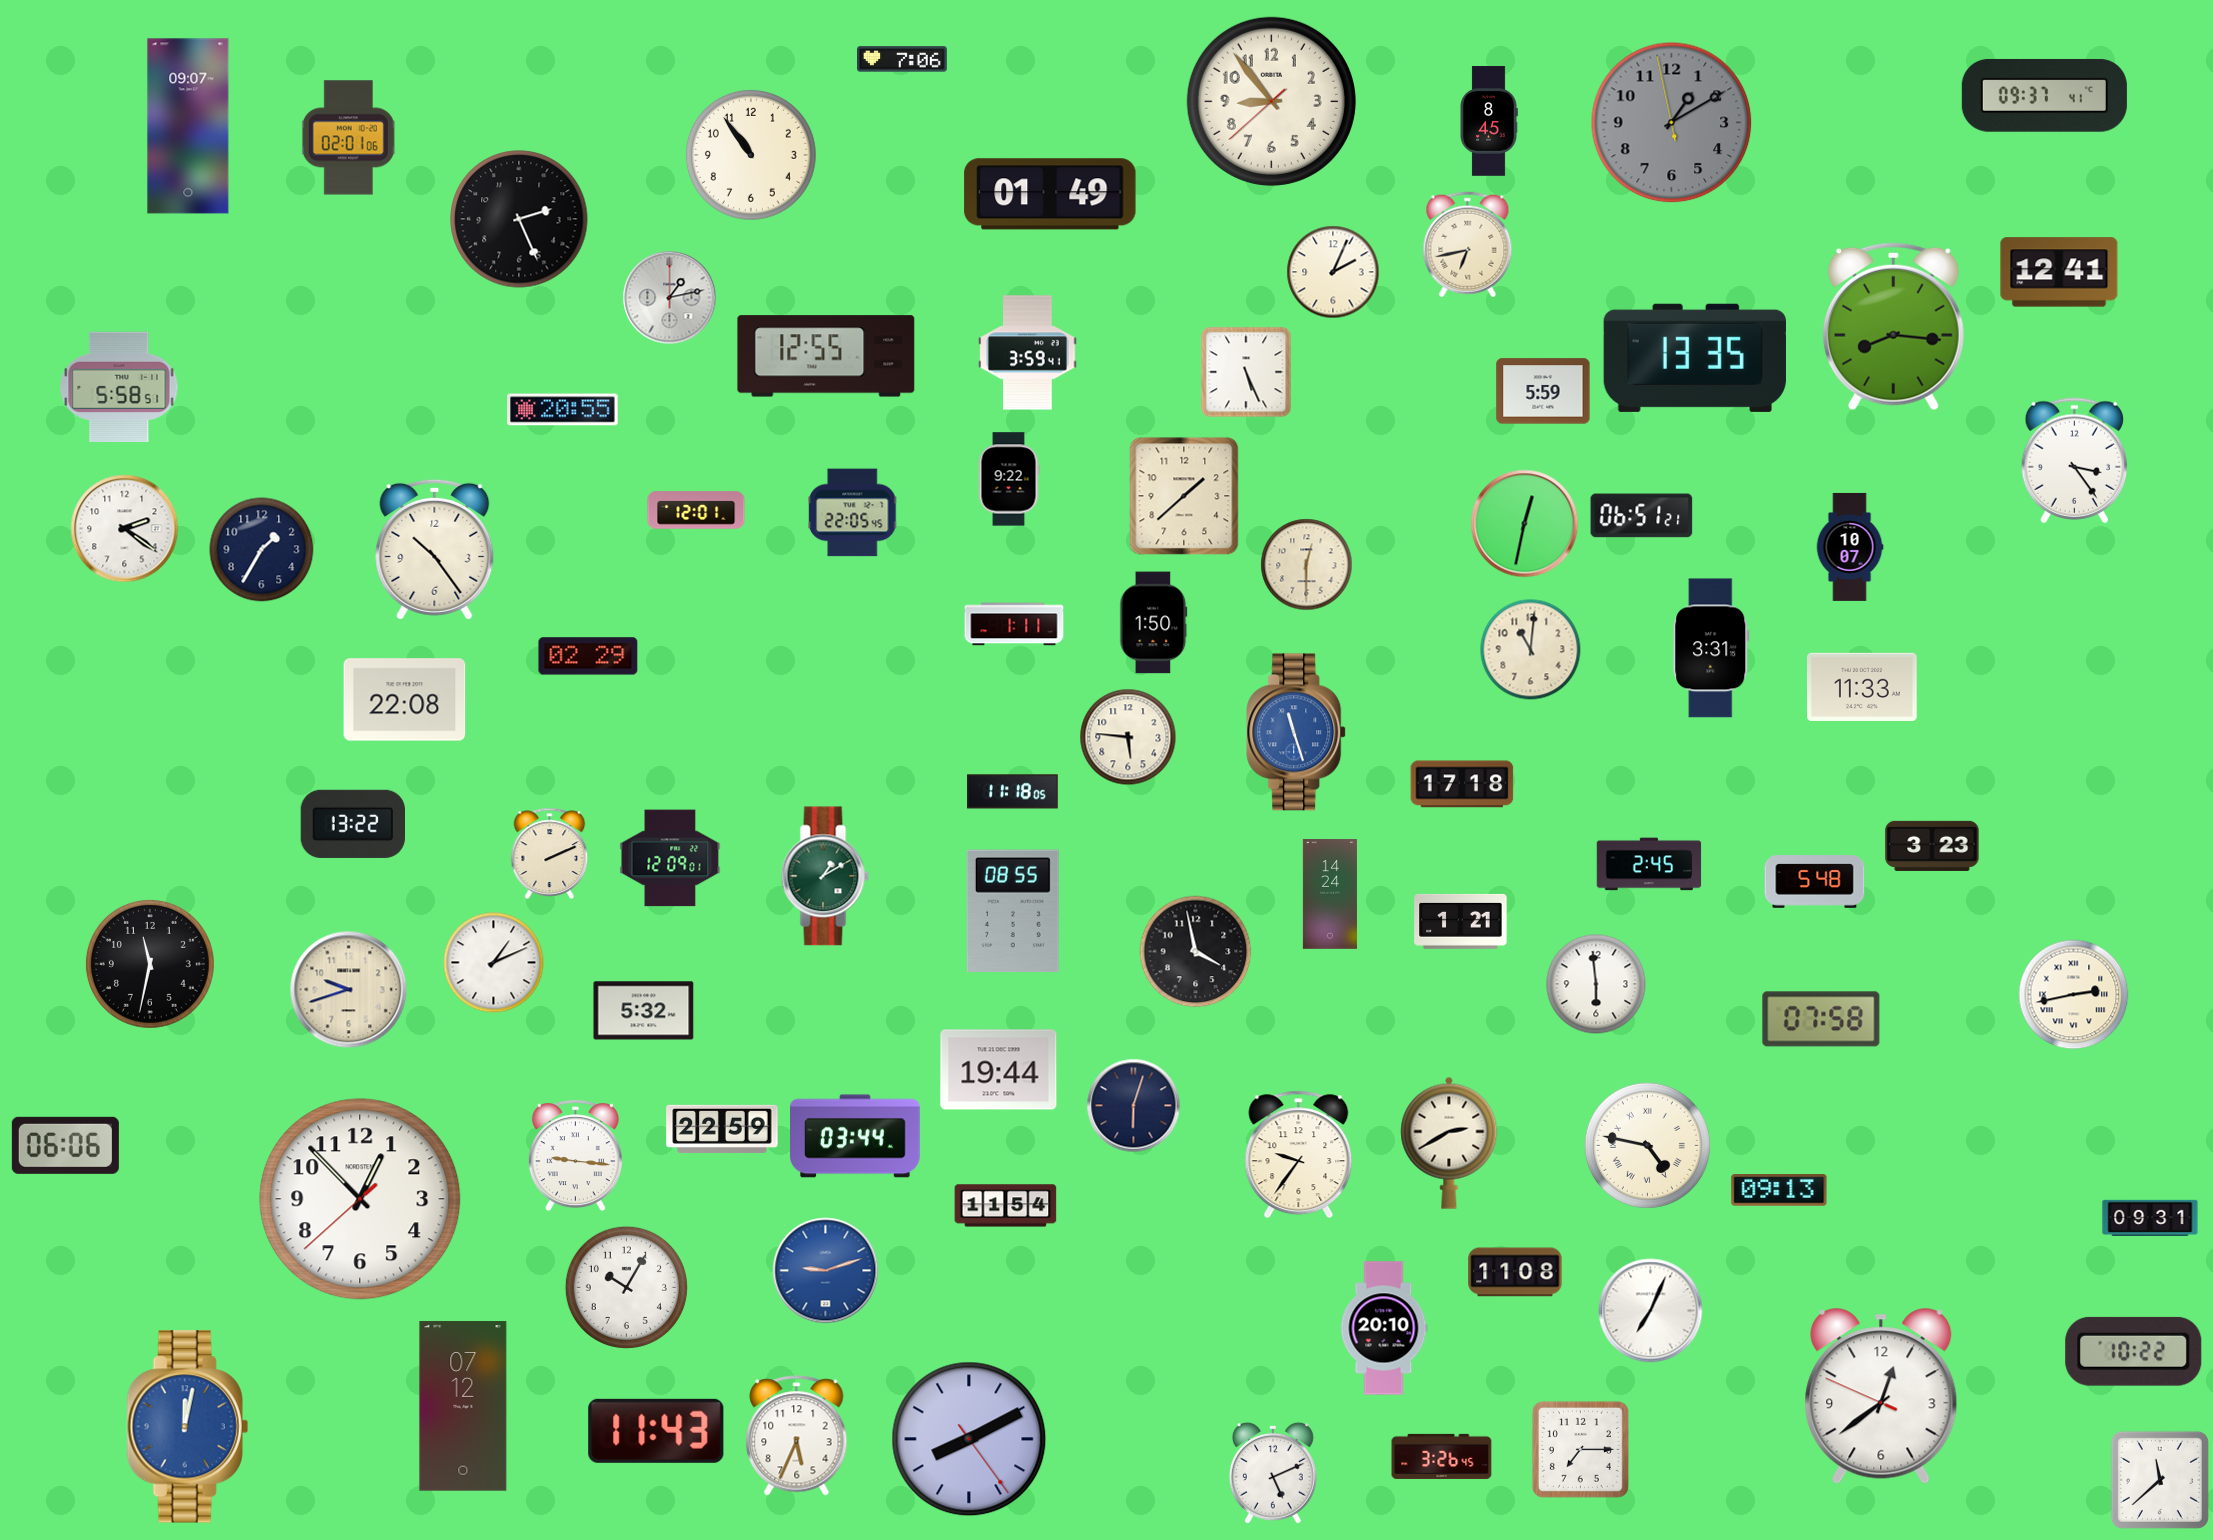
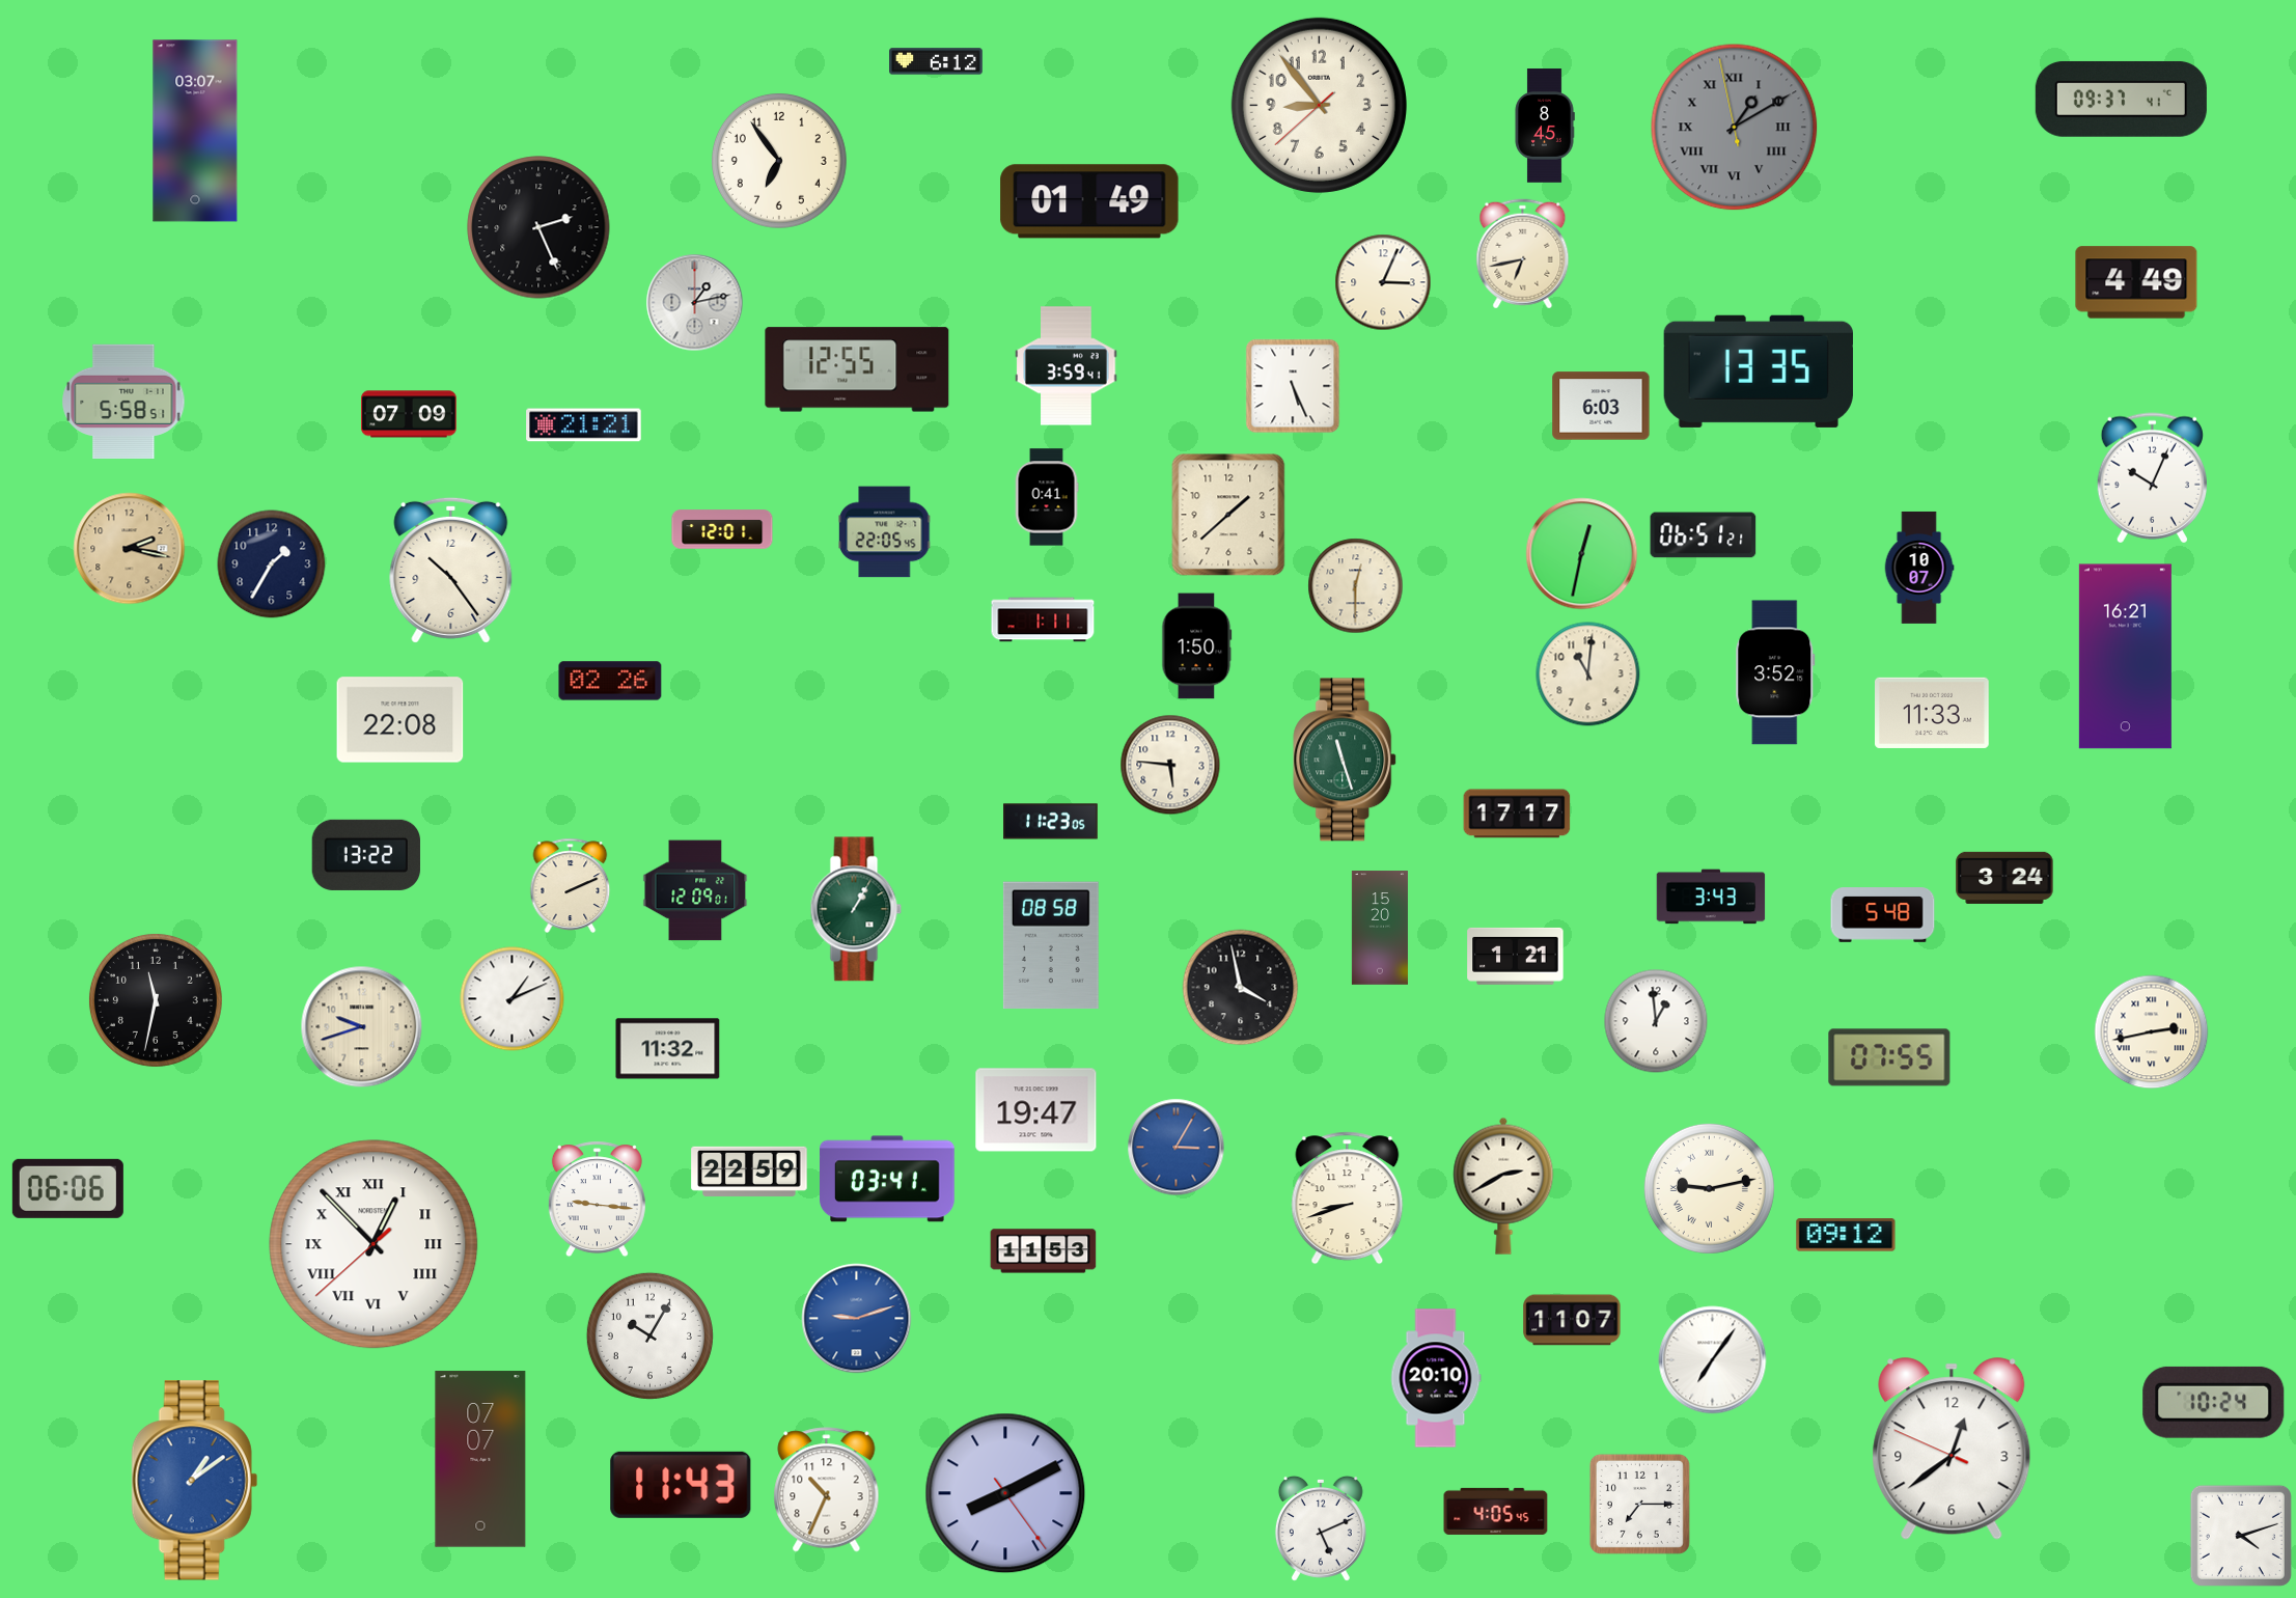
clock at (903, 59): 7:06 -> 6:12
clock at (1672, 123) numerals: Arabic -> Roman
clock at (188, 126): 09:07 -> 03:07
clock at (348, 138): 02:01 -> none
clock at (751, 155): 10:54 -> 6:54
clock at (1333, 272): 2:04 -> 3:04
clock at (2059, 272): 12:41 -> 4:49
clock at (670, 298) position: (670, 298) -> (695, 303)
clock at (1893, 327): 8:16 -> none
clock at (1543, 391): 5:59 -> 6:03
clock at (409, 414): none -> 07:09
clock at (563, 410): 20:55 -> 21:21
clock at (2074, 461): 3:24 -> 10:04
clock at (1009, 479): 9:22 -> 0:41
clock at (1525, 524) position: (1525, 524) -> (1582, 554)
clock at (125, 529): 2:21 -> 2:17
clock at (125, 529) dial: white -> champagne
clock at (262, 550) position: (262, 550) -> (272, 564)
clock at (1014, 624) position: (1014, 624) -> (1043, 619)
clock at (2125, 657): none -> 16:21
clock at (1711, 648): 3:31 -> 3:52
clock at (588, 656): 02:29 -> 02:26
clock at (405, 700) position: (405, 700) -> (400, 720)
clock at (1297, 732) dial: blue -> green
clock at (1462, 784): 17:18 -> 17:17
clock at (1013, 792): 11:18 -> 11:23
clock at (1932, 846): 3:23 -> 3:24
clock at (1649, 864): 2:45 -> 3:43
clock at (825, 876): 1:10 -> 1:05
clock at (1330, 894): 14:24 -> 15:20
clock at (1013, 911): 08:55 -> 08:58
clock at (1596, 984): 5:59 -> 12:59
clock at (644, 1011): 5:32 -> 11:32
clock at (1821, 1019): 07:58 -> 07:55
clock at (999, 1070): 19:44 -> 19:47
clock at (1134, 1106): 6:03 -> 3:05
clock at (1134, 1106) dial: navy -> blue
clock at (856, 1136): 03:44 -> 03:41
clock at (1647, 1145): 4:47 -> 9:13
clock at (1299, 1155): 9:36 -> 8:42
clock at (1779, 1190): 09:13 -> 09:12
clock at (360, 1199) numerals: Arabic -> Roman
clock at (1006, 1206): 11:54 -> 11:53
clock at (2150, 1217): 09:31 -> none
clock at (1515, 1272): 11:08 -> 11:07
clock at (1651, 1311): 7:04 -> 7:06
clock at (2134, 1351): 10:22 -> 10:24
clock at (463, 1406): 07:12 -> 07:07
clock at (187, 1427): 12:02 -> 1:09
clock at (797, 1436): 5:34 -> 10:34
clock at (1442, 1456): 3:26 -> 4:05
clock at (2160, 1480): 11:38 -> 4:12
